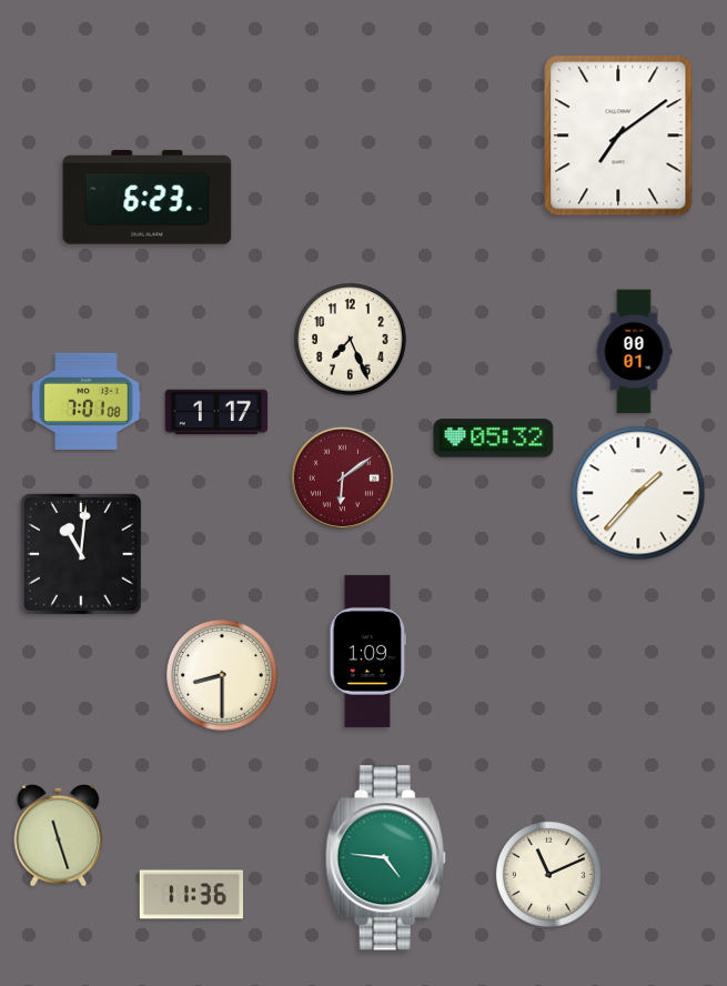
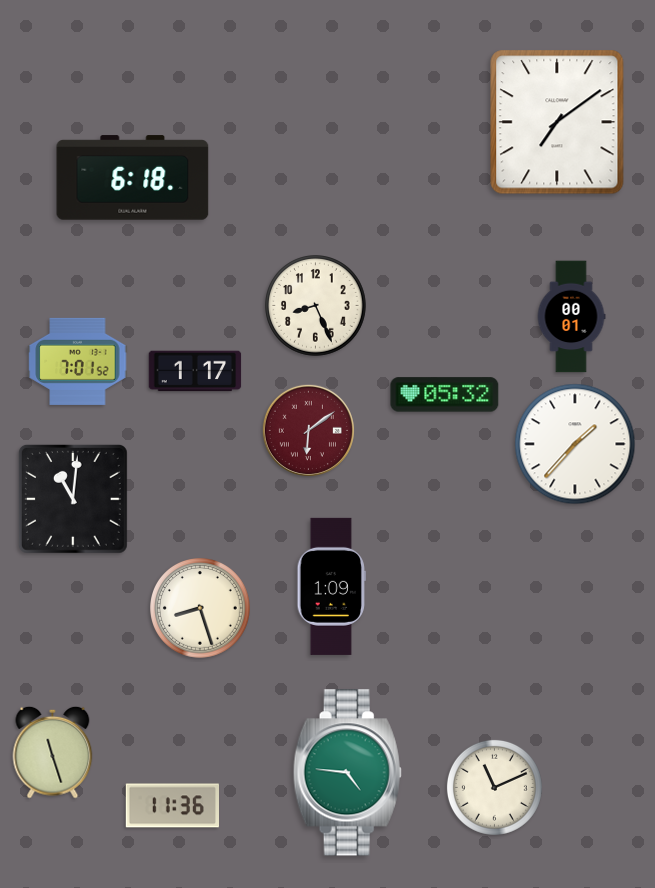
clock at (148, 198): 6:23 -> 6:18
clock at (351, 340): 7:26 -> 8:26
clock at (87, 401): 7:01:08 -> 7:01:52
clock at (223, 676): 8:30 -> 8:27
